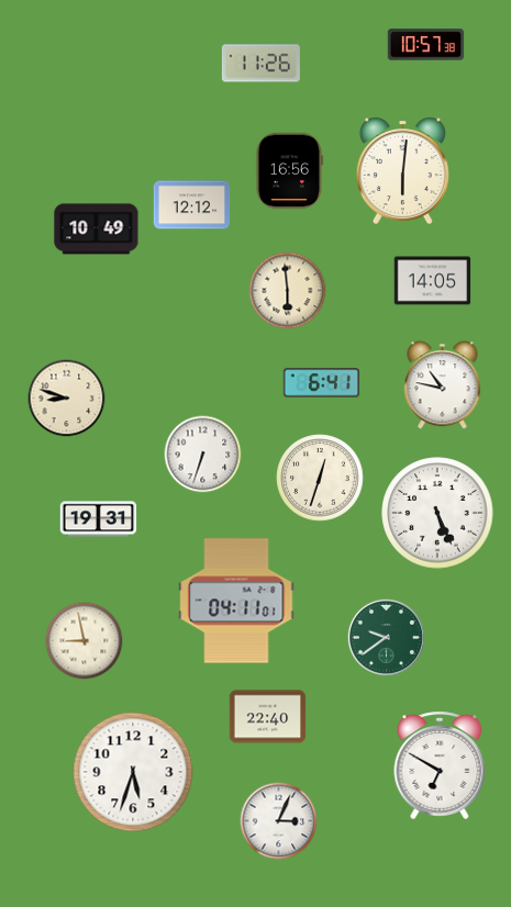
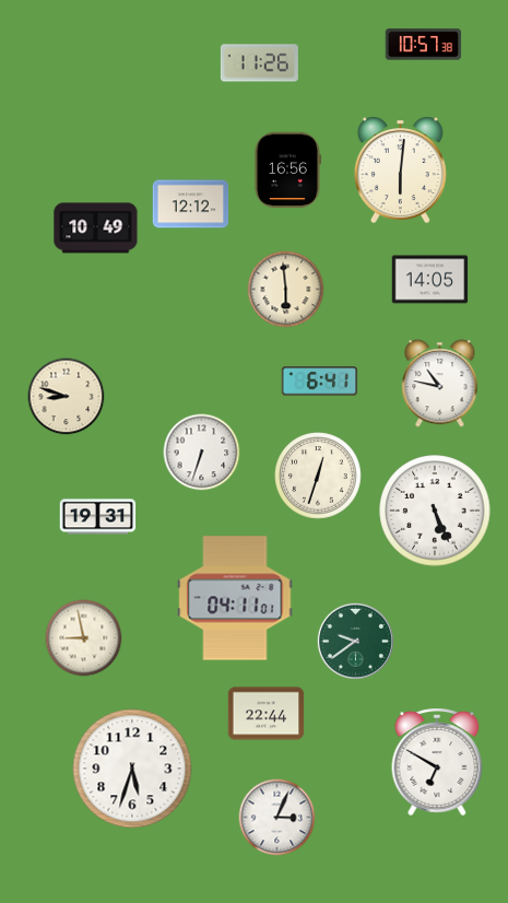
clock at (386, 637) position: (386, 637) -> (355, 641)
clock at (268, 717): 22:40 -> 22:44
